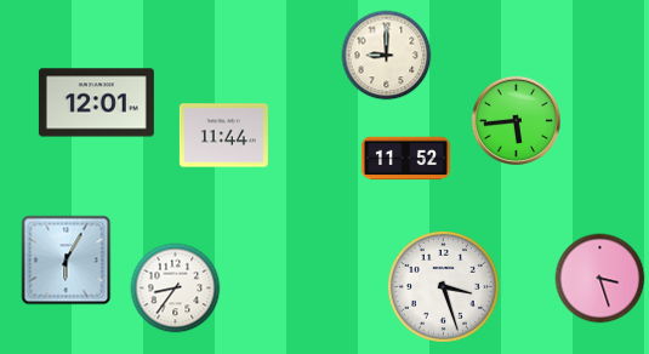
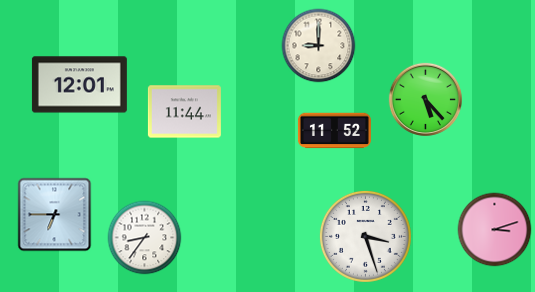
clock at (516, 120): 5:44 -> 5:23
clock at (67, 261): 6:05 -> 6:45
clock at (600, 279): 3:27 -> 3:12
